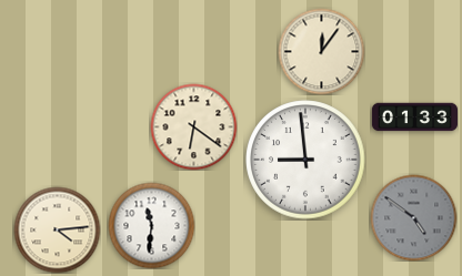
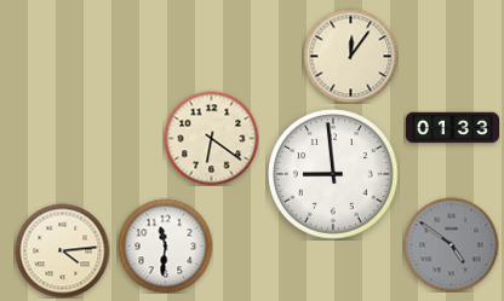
clock at (413, 217) position: (413, 217) -> (451, 244)
